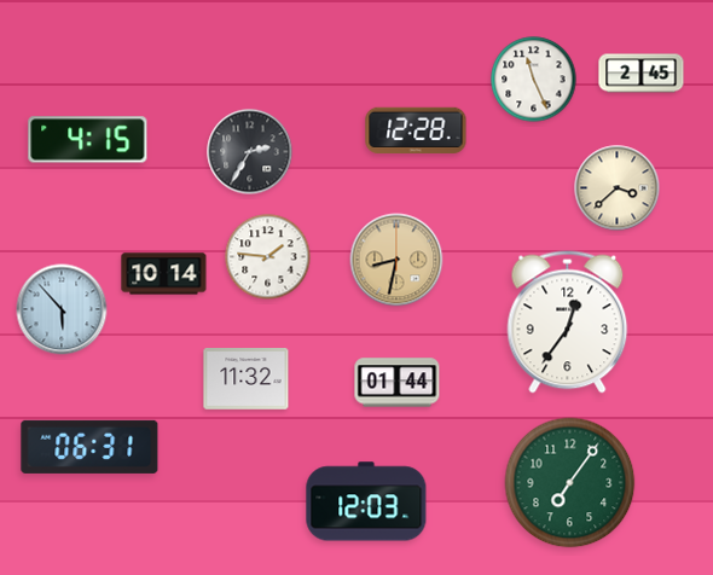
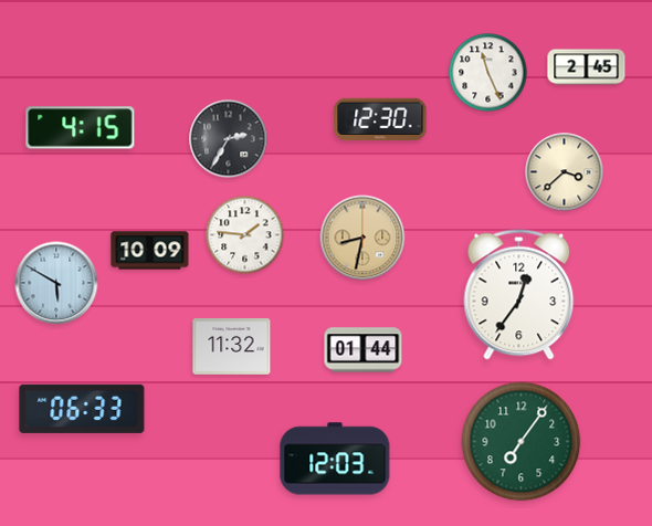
clock at (416, 129): 12:28 -> 12:30
clock at (164, 274): 10:14 -> 10:09
clock at (62, 309): 5:53 -> 5:50
clock at (247, 379) position: (247, 379) -> (232, 347)
clock at (89, 447): 06:31 -> 06:33
